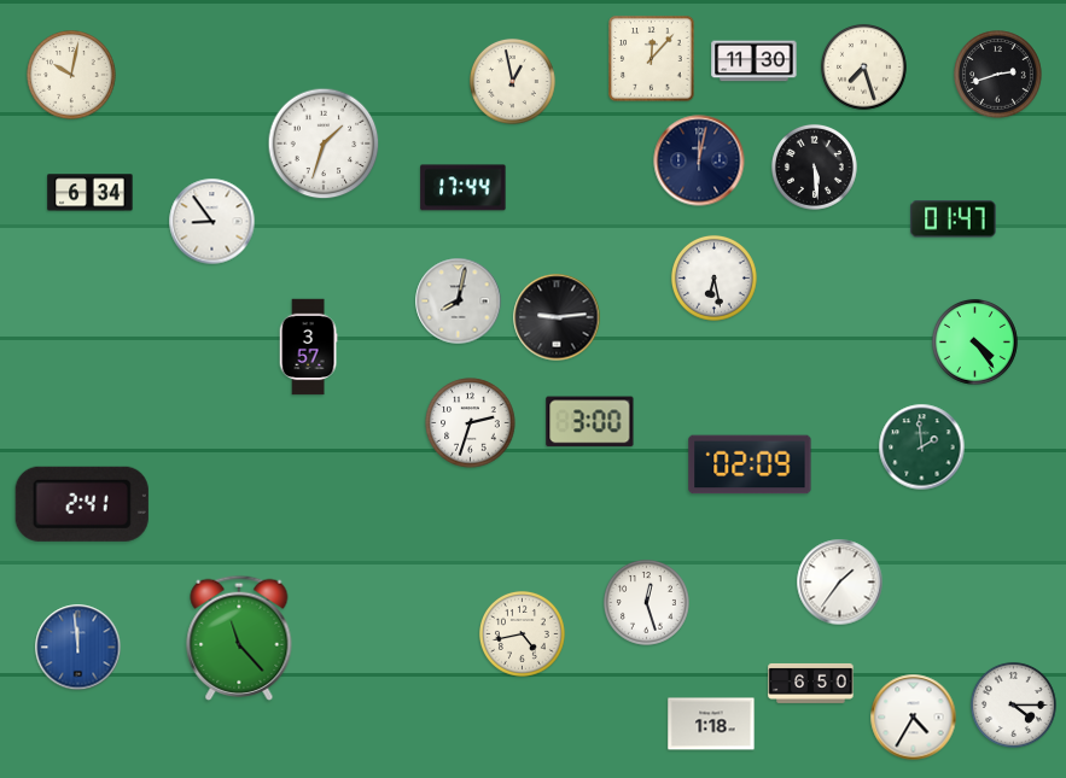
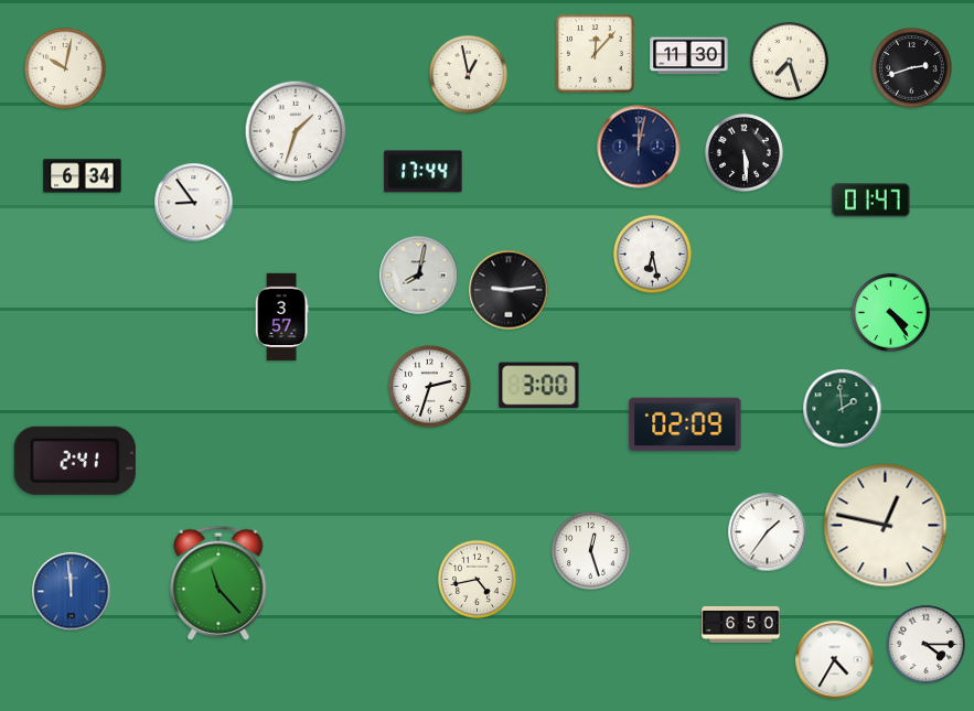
clock at (886, 526): none -> 12:47
clock at (914, 718) position: (914, 718) -> (835, 660)
clock at (711, 724): 1:18 -> none
